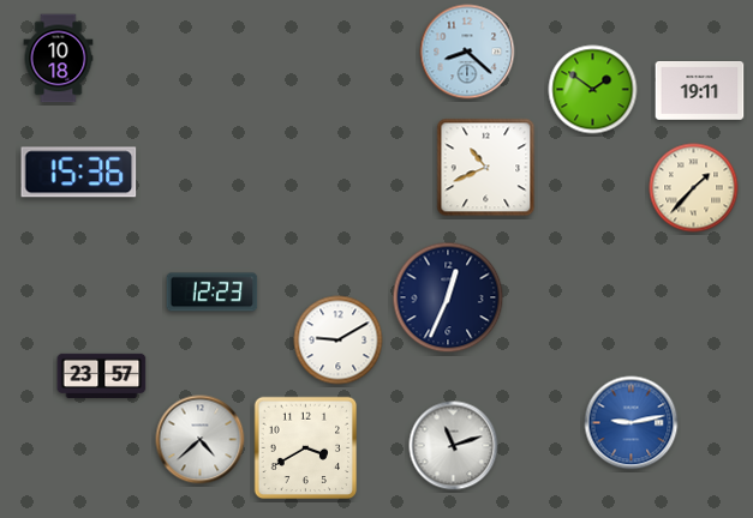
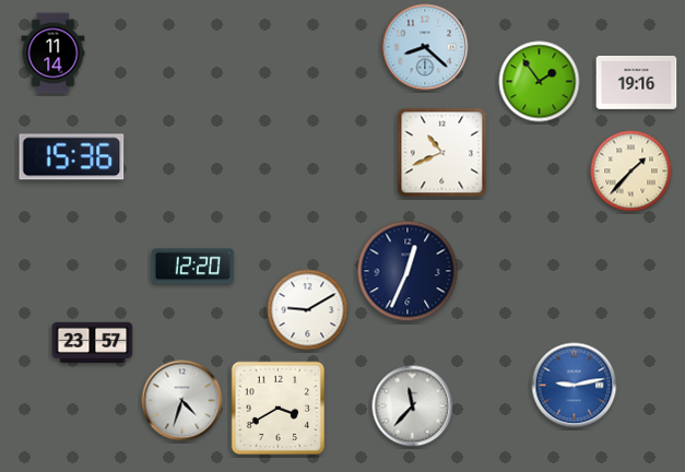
clock at (59, 59): 10:18 -> 11:14
clock at (593, 90): 1:51 -> 1:54
clock at (700, 91): 19:11 -> 19:16
clock at (213, 293): 12:23 -> 12:20
clock at (201, 440): 4:38 -> 4:33
clock at (454, 446): 11:12 -> 11:37
